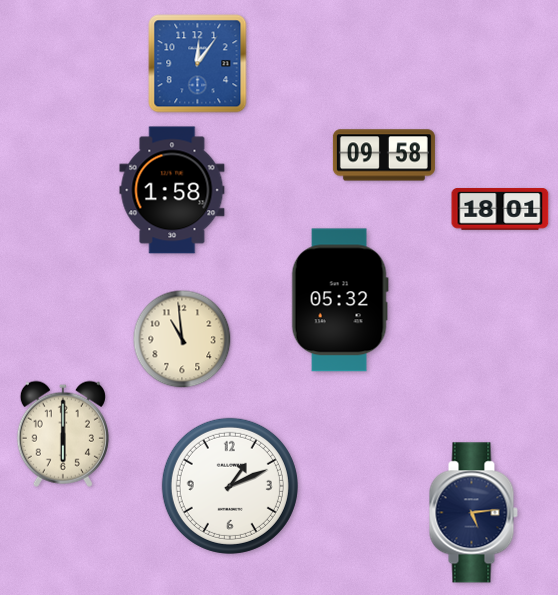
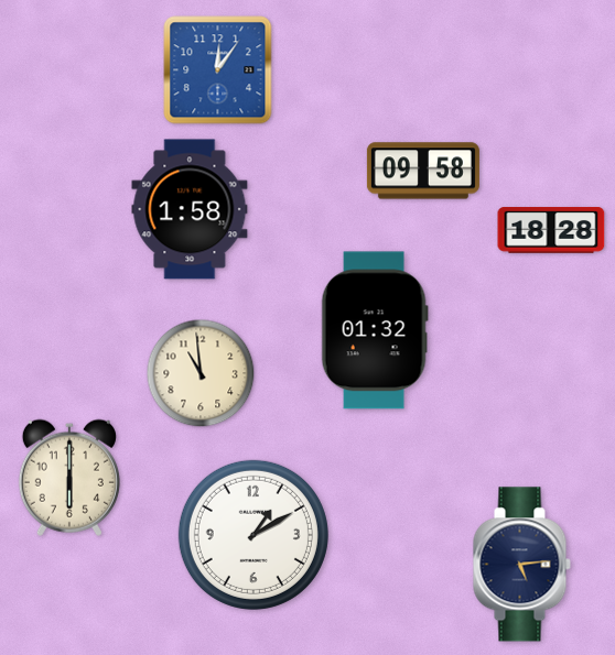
clock at (500, 210): 18:01 -> 18:28
clock at (340, 300): 05:32 -> 01:32
clock at (230, 486): 1:11 -> 1:10
